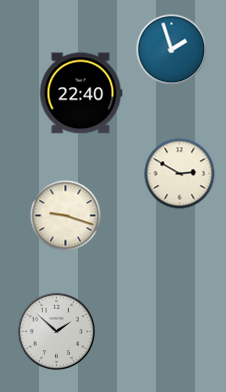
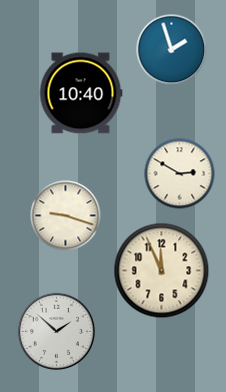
clock at (81, 93): 22:40 -> 10:40
clock at (162, 271): none -> 11:56
